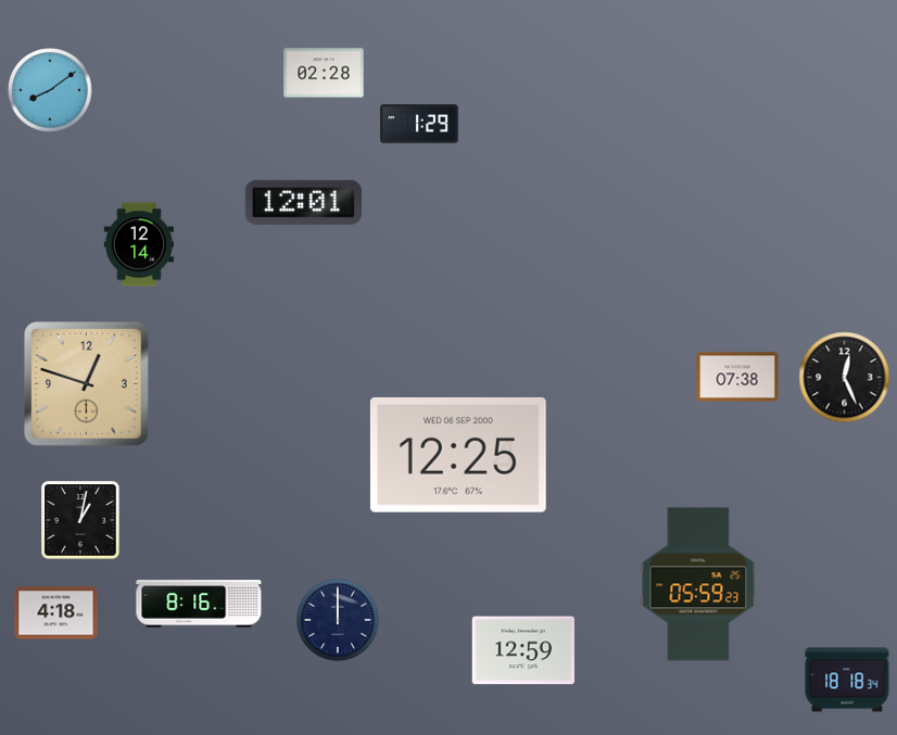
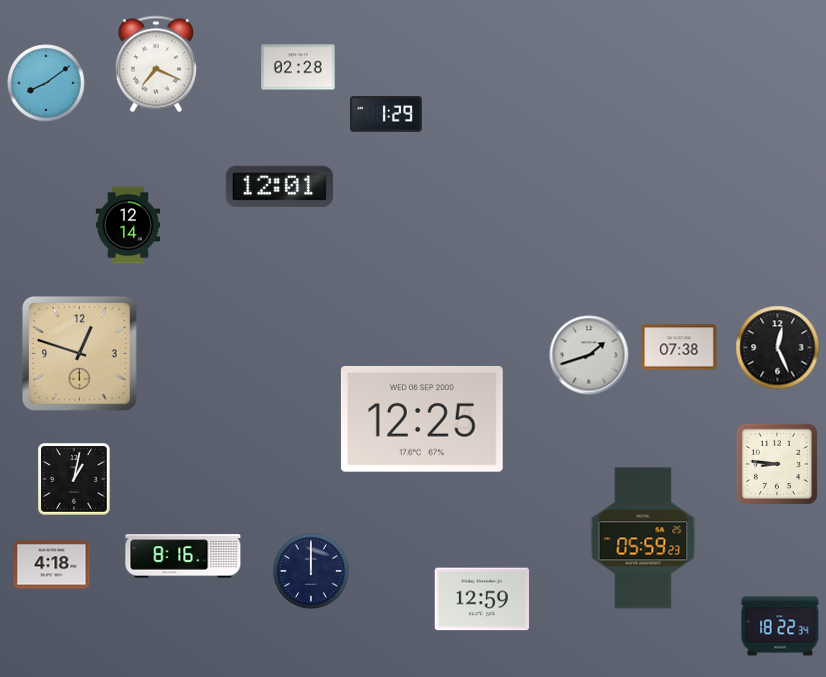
clock at (156, 64): none -> 7:19
clock at (589, 355): none -> 1:42
clock at (777, 464): none -> 8:46
clock at (847, 680): 18:18 -> 18:22
